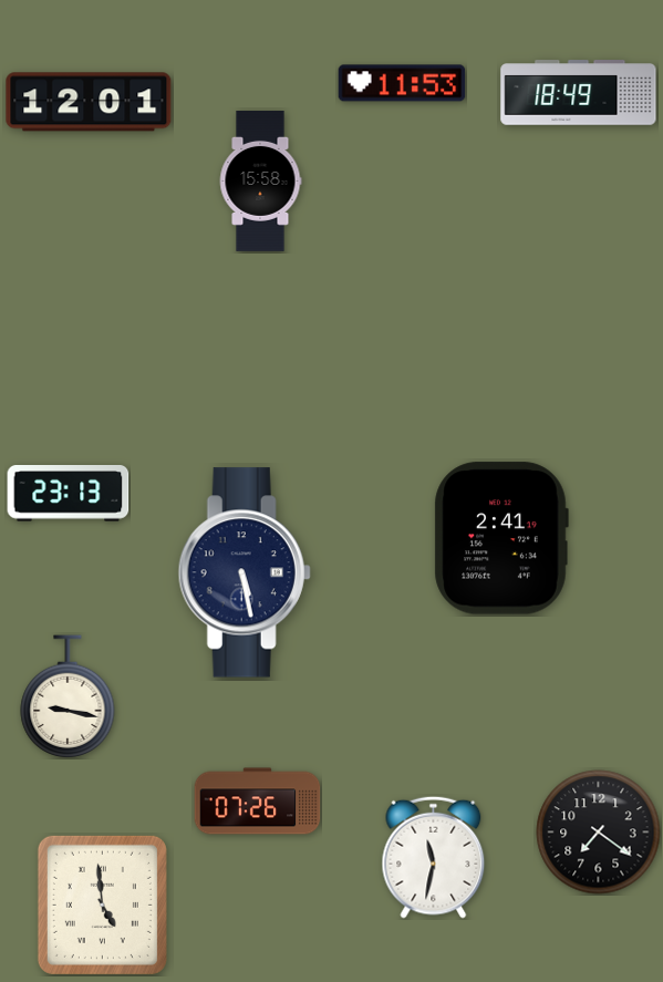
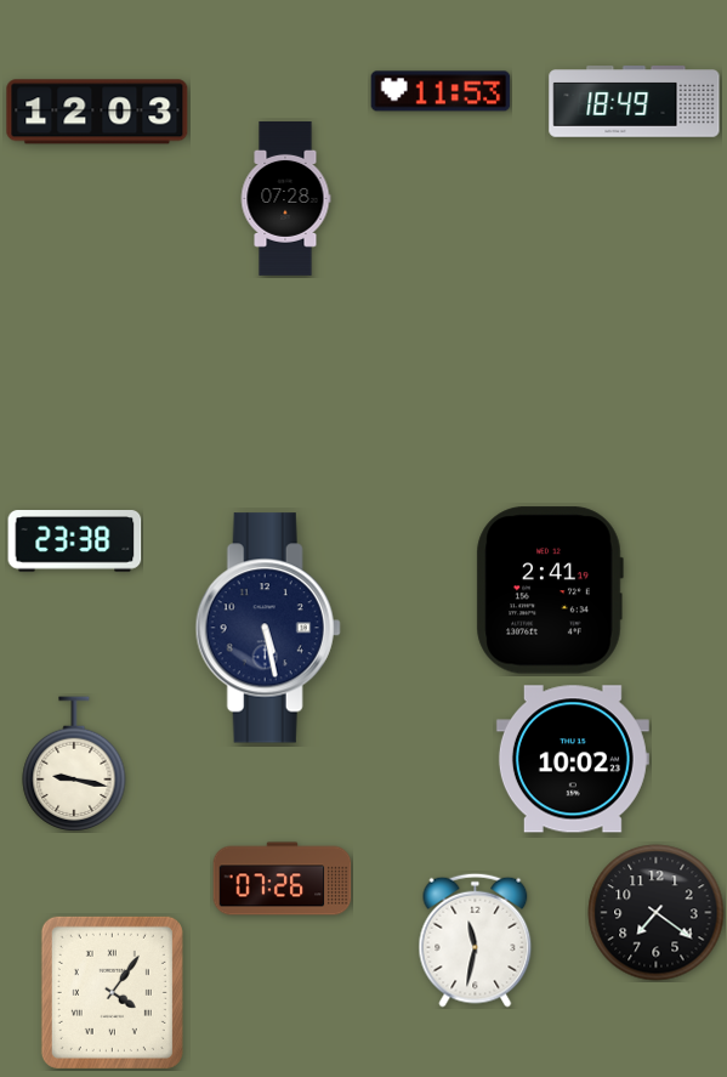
clock at (89, 102): 12:01 -> 12:03
clock at (260, 180): 15:58 -> 07:28
clock at (69, 494): 23:13 -> 23:38
clock at (573, 759): none -> 10:02
clock at (102, 905): 4:59 -> 4:06
